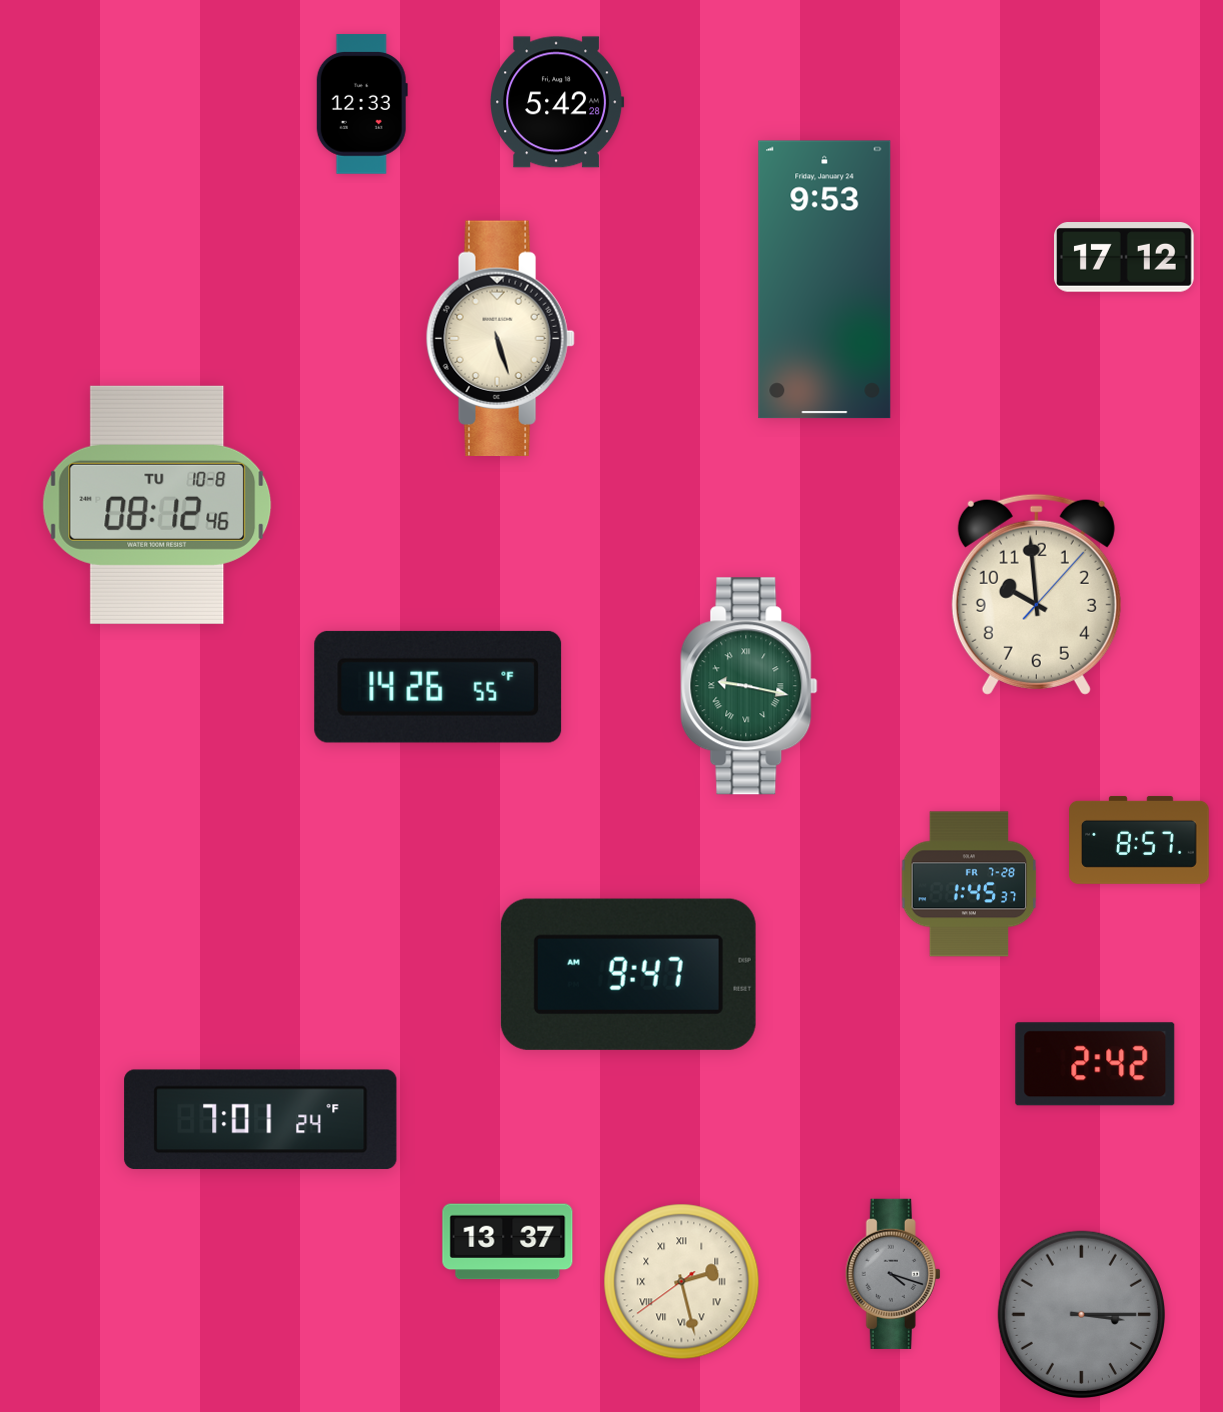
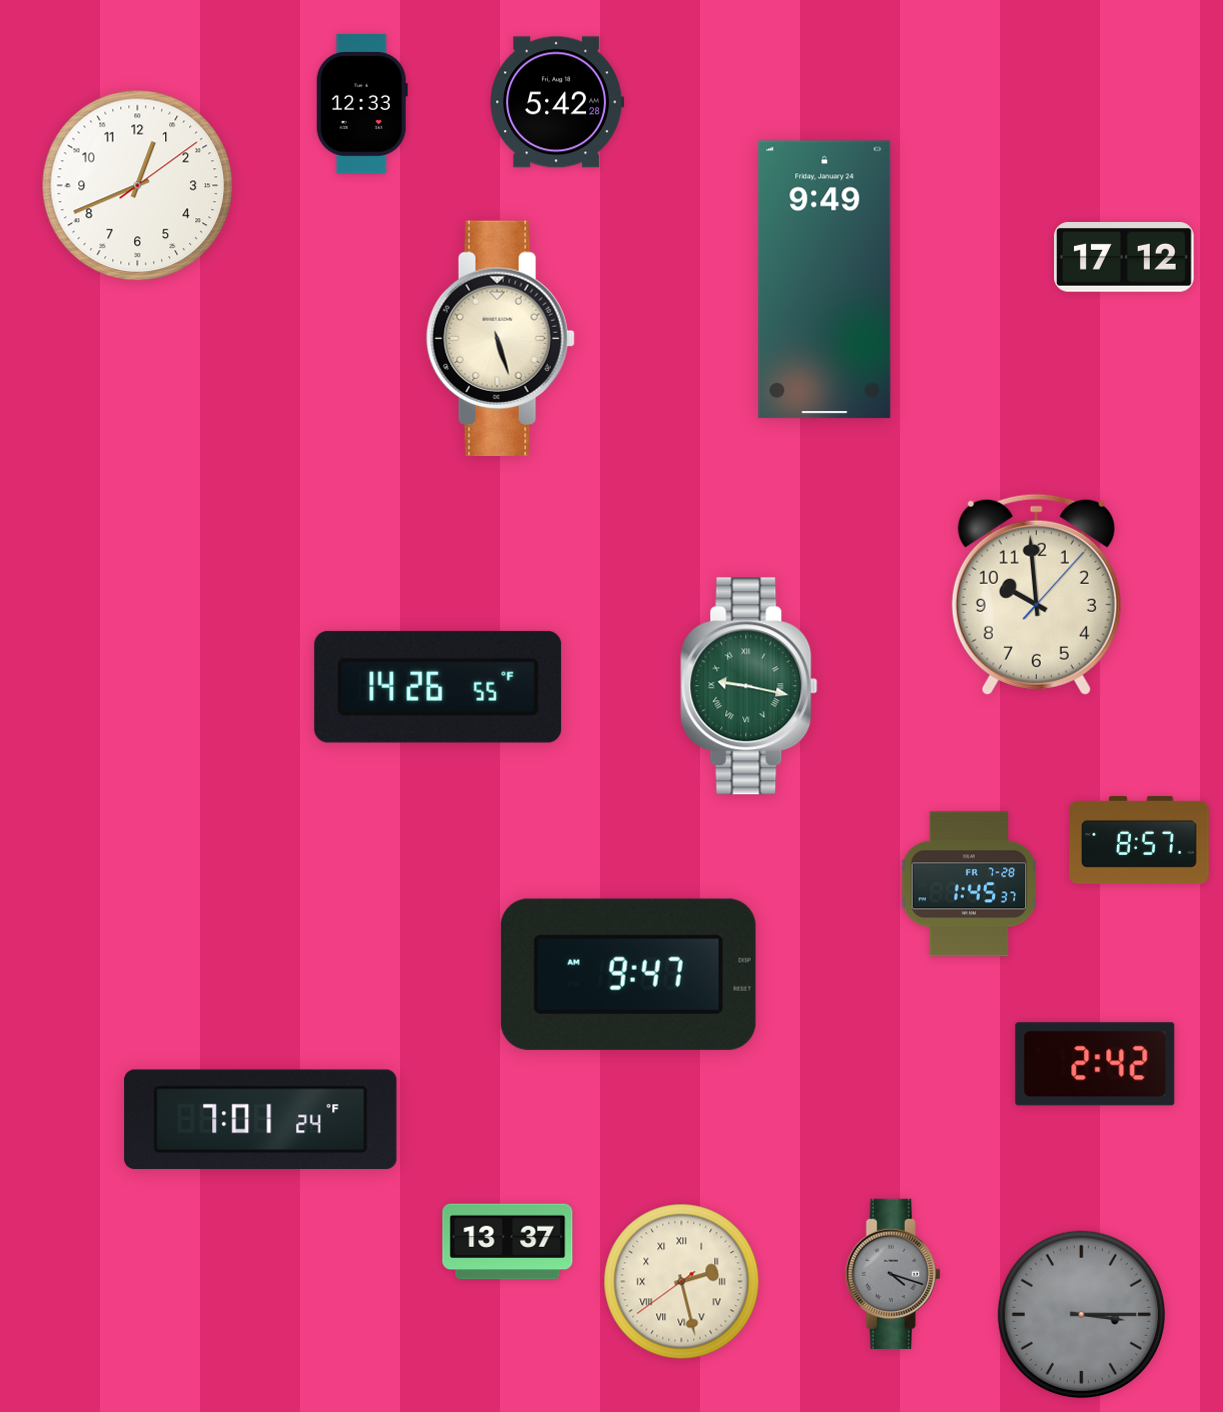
clock at (138, 186): none -> 12:41
clock at (825, 280): 9:53 -> 9:49
clock at (157, 505): 08:12 -> none
